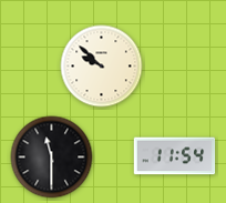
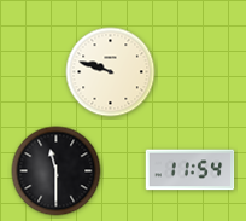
clock at (102, 67): 9:52 -> 9:48
